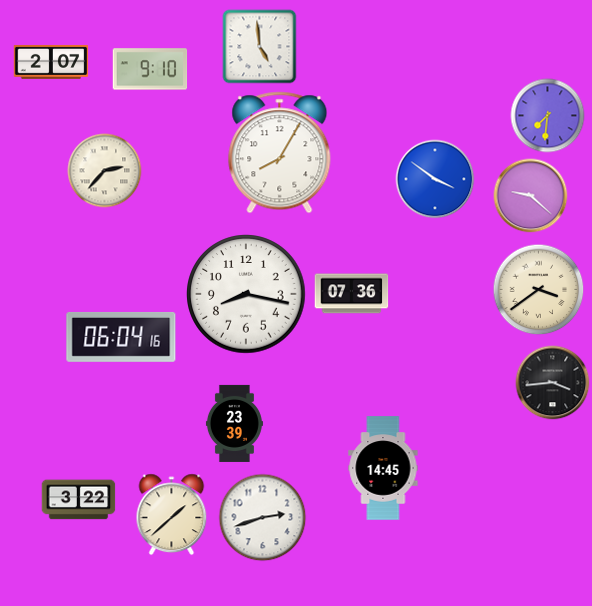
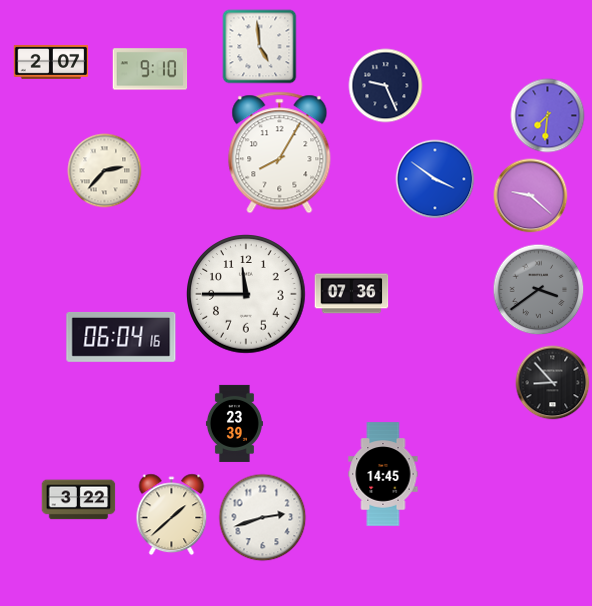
clock at (386, 86): none -> 9:26
clock at (539, 290) dial: cream -> grey
clock at (246, 294): 8:17 -> 11:45
clock at (553, 383): 3:44 -> 8:53
clock at (383, 468) position: (383, 468) -> (383, 474)
